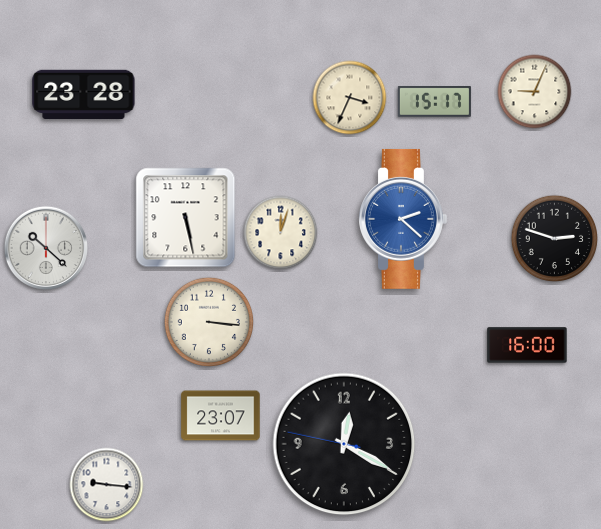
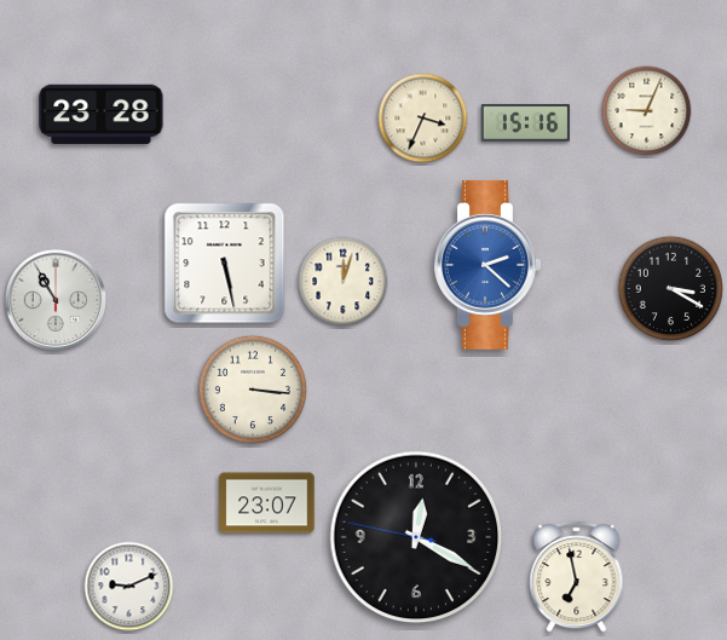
clock at (434, 102): 15:17 -> 15:16
clock at (281, 233) position: (281, 233) -> (344, 282)
clock at (555, 239): 2:48 -> 3:20
clock at (45, 247): 10:22 -> 10:55
clock at (527, 345): 16:00 -> none
clock at (577, 576): none -> 6:58
clock at (107, 485): 9:16 -> 9:11
